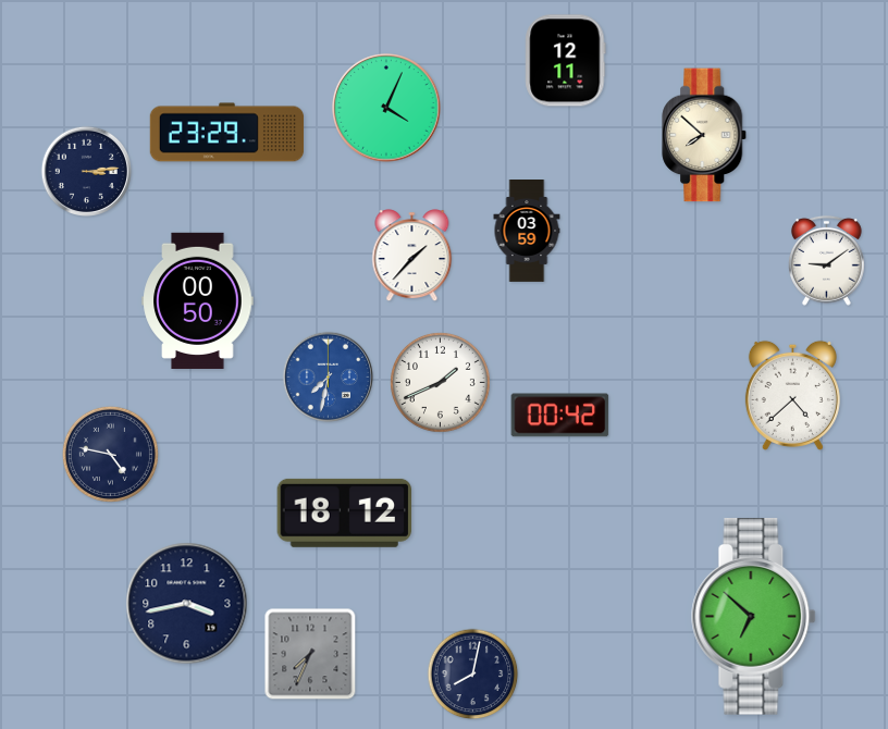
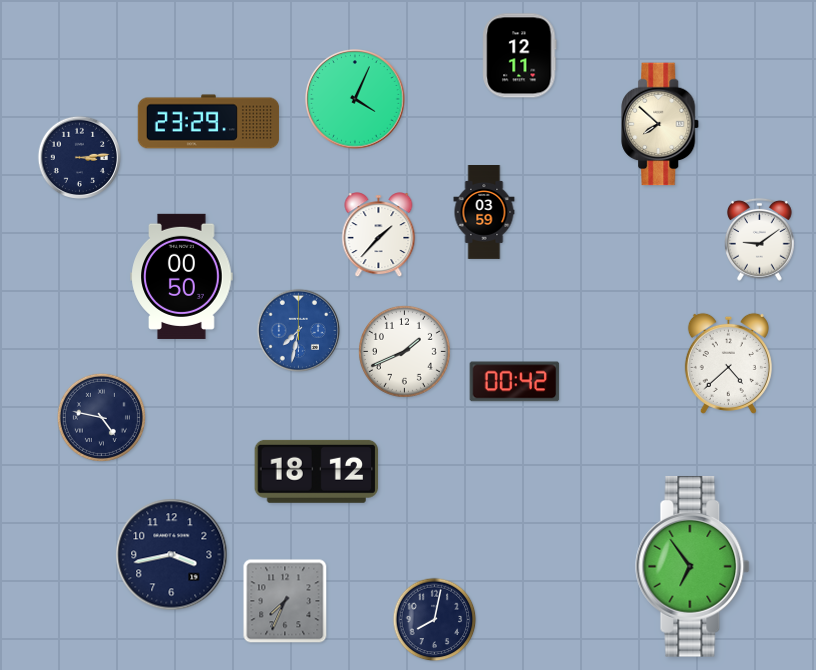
clock at (705, 135) position: (705, 135) -> (661, 124)
clock at (329, 378) position: (329, 378) -> (299, 331)
clock at (754, 617): 6:52 -> 6:54
